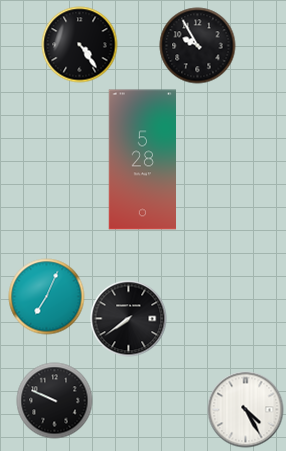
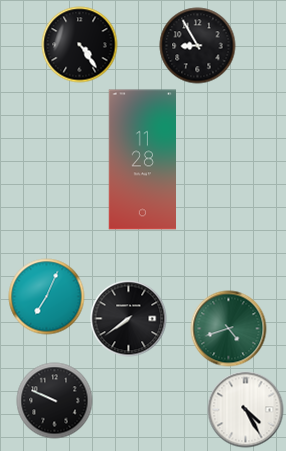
clock at (198, 46): 9:55 -> 8:55
clock at (142, 160): 5:28 -> 11:28
clock at (229, 329): none -> 4:42
